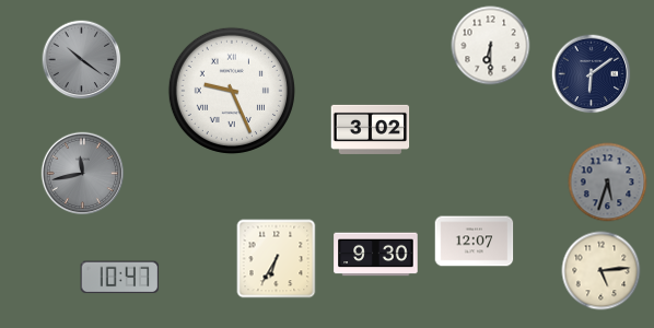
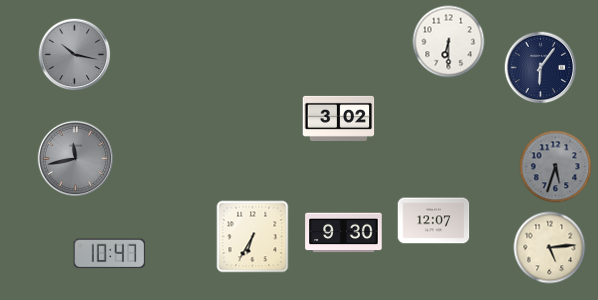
clock at (82, 60): 10:21 -> 10:17
clock at (592, 74): 6:09 -> 6:06
clock at (232, 91): 9:26 -> none
